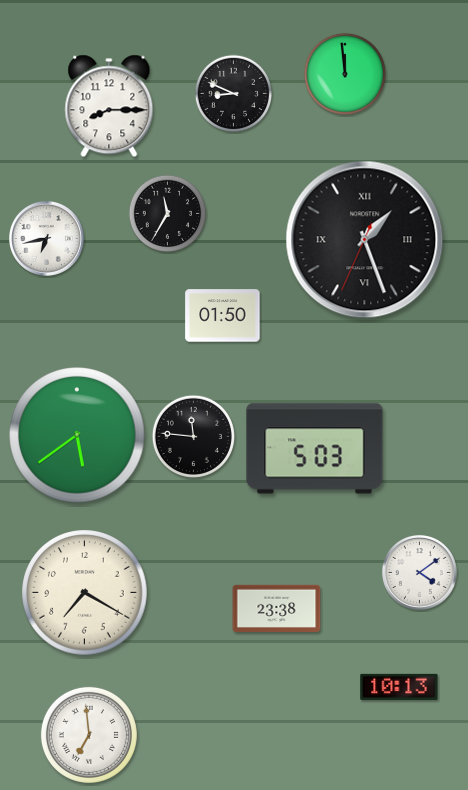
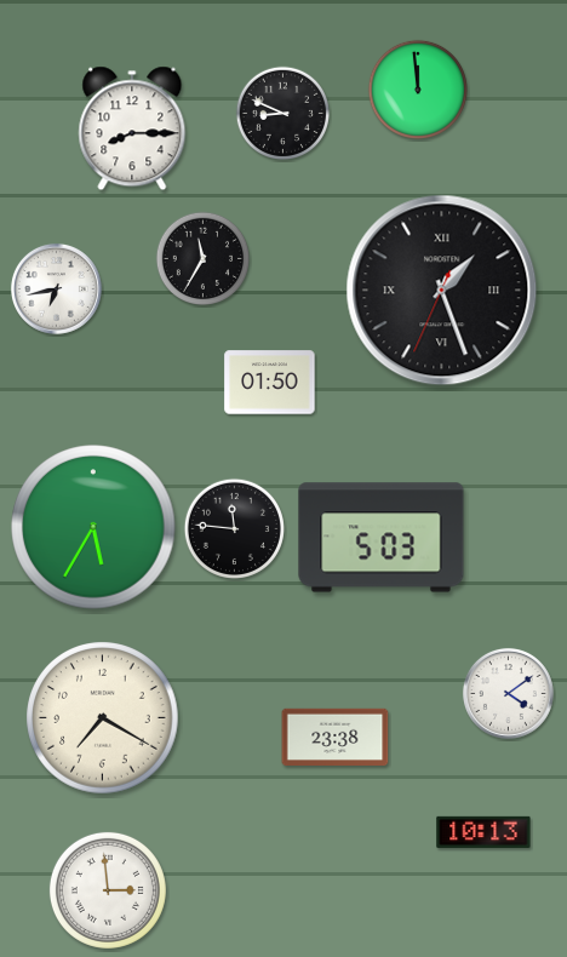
clock at (77, 435): 5:39 -> 5:35
clock at (315, 449) position: (315, 449) -> (382, 538)
clock at (89, 735): 6:59 -> 2:59
